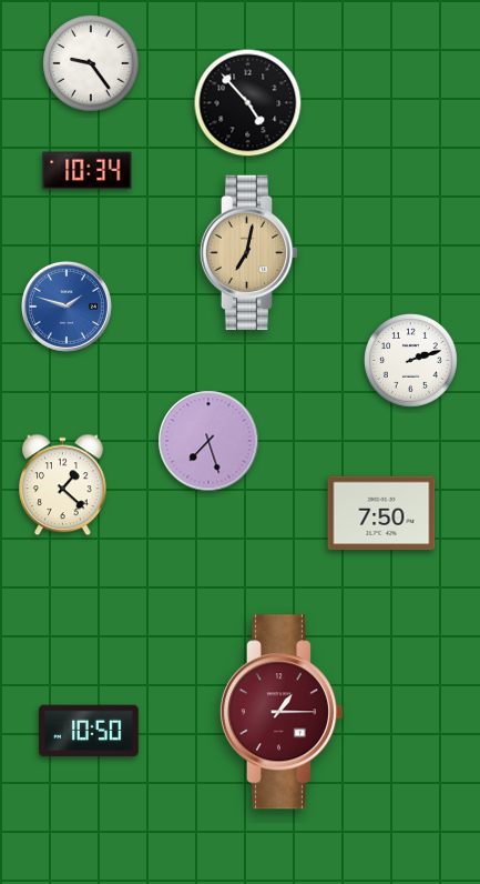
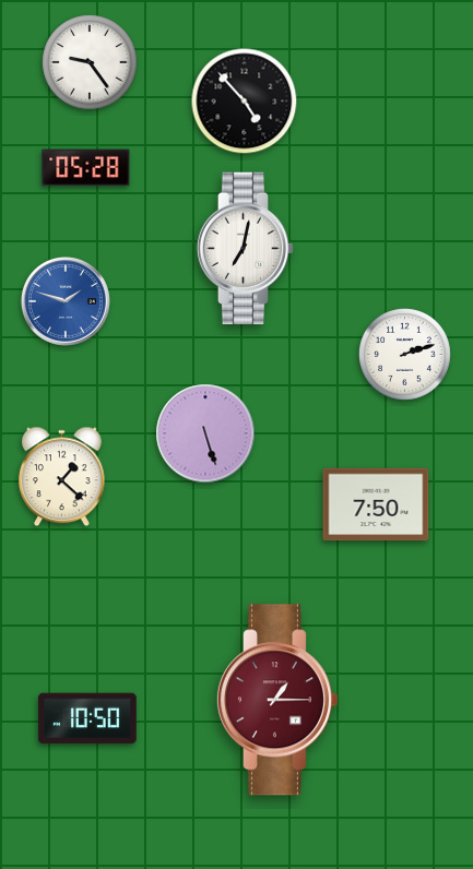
clock at (88, 171): 10:34 -> 05:28
clock at (249, 253) dial: champagne -> white
clock at (208, 441): 7:27 -> 5:27
